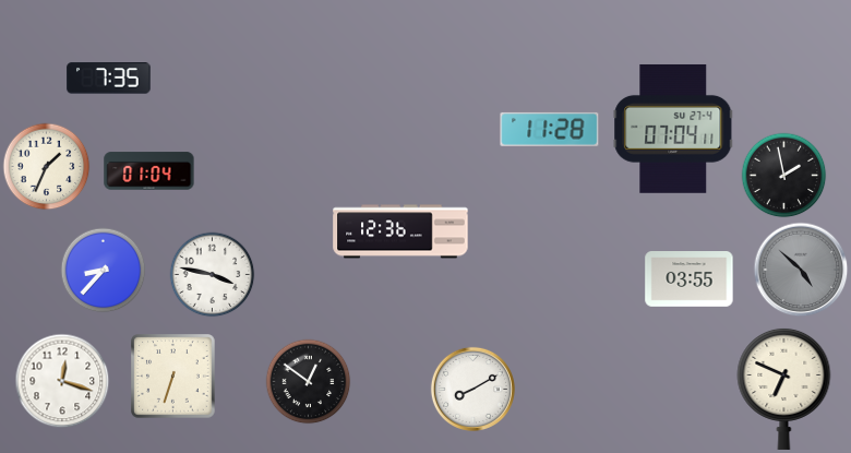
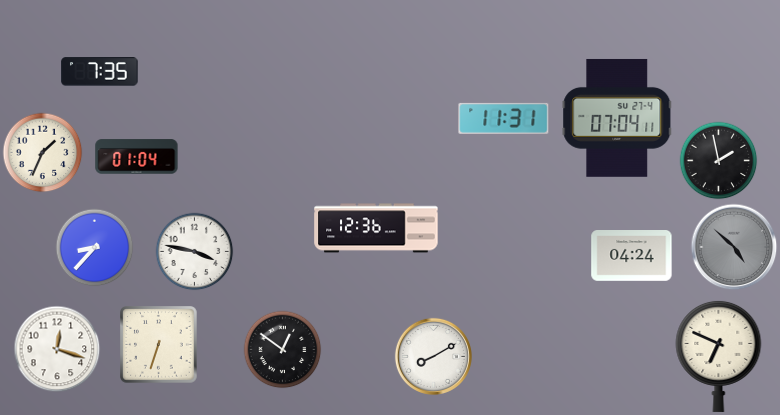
clock at (550, 129): 11:28 -> 11:31
clock at (400, 231) position: (400, 231) -> (376, 228)
clock at (690, 279): 03:55 -> 04:24
